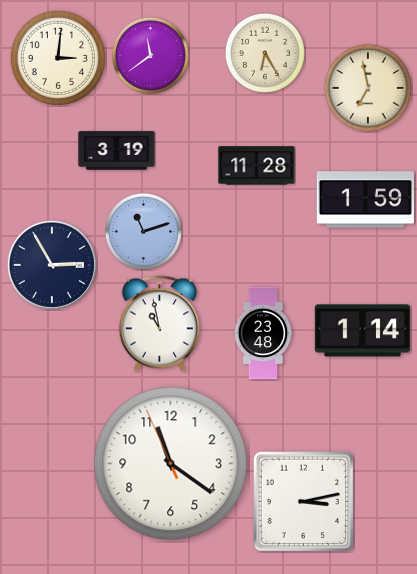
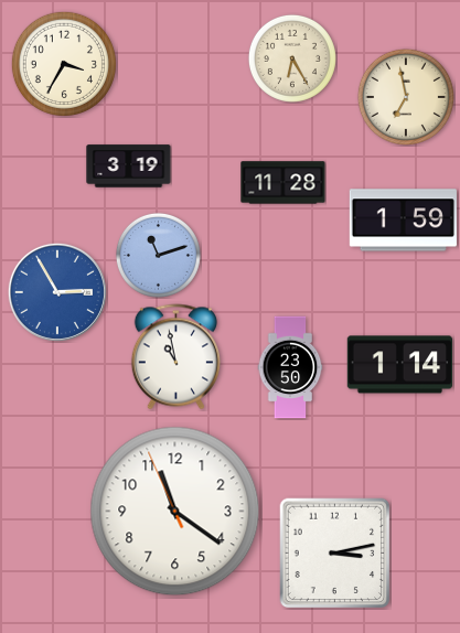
clock at (150, 55): 11:39 -> none
clock at (58, 58): 3:01 -> 3:35
clock at (52, 265) dial: navy -> blue
clock at (263, 333): 23:48 -> 23:50
clock at (171, 464) position: (171, 464) -> (175, 512)
